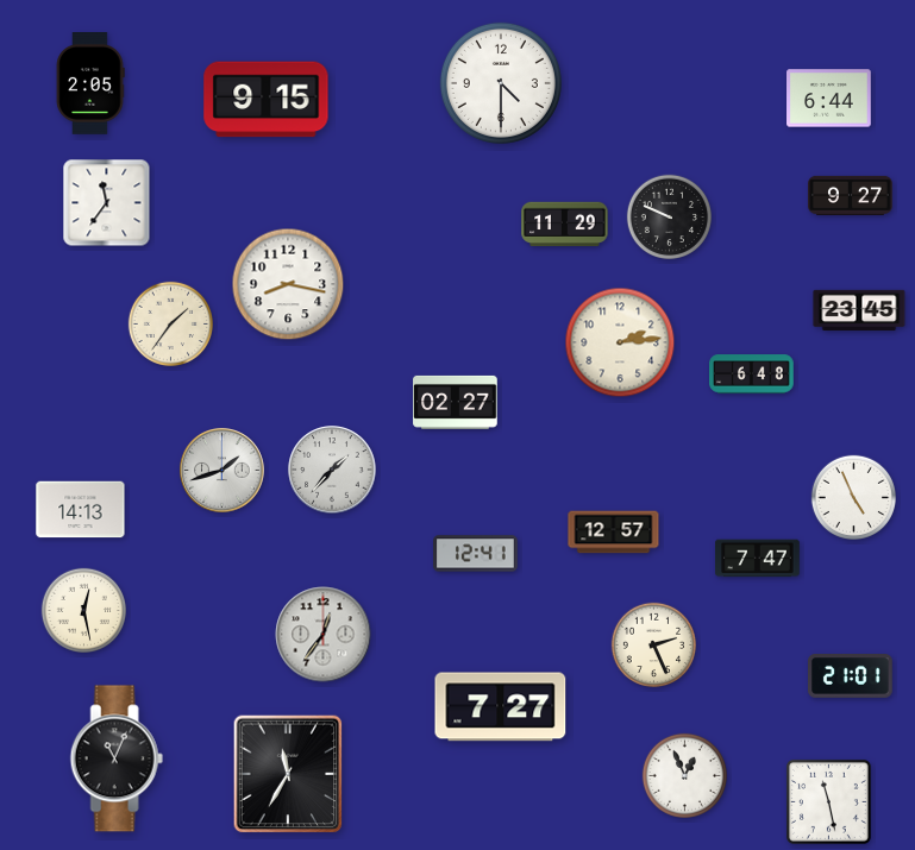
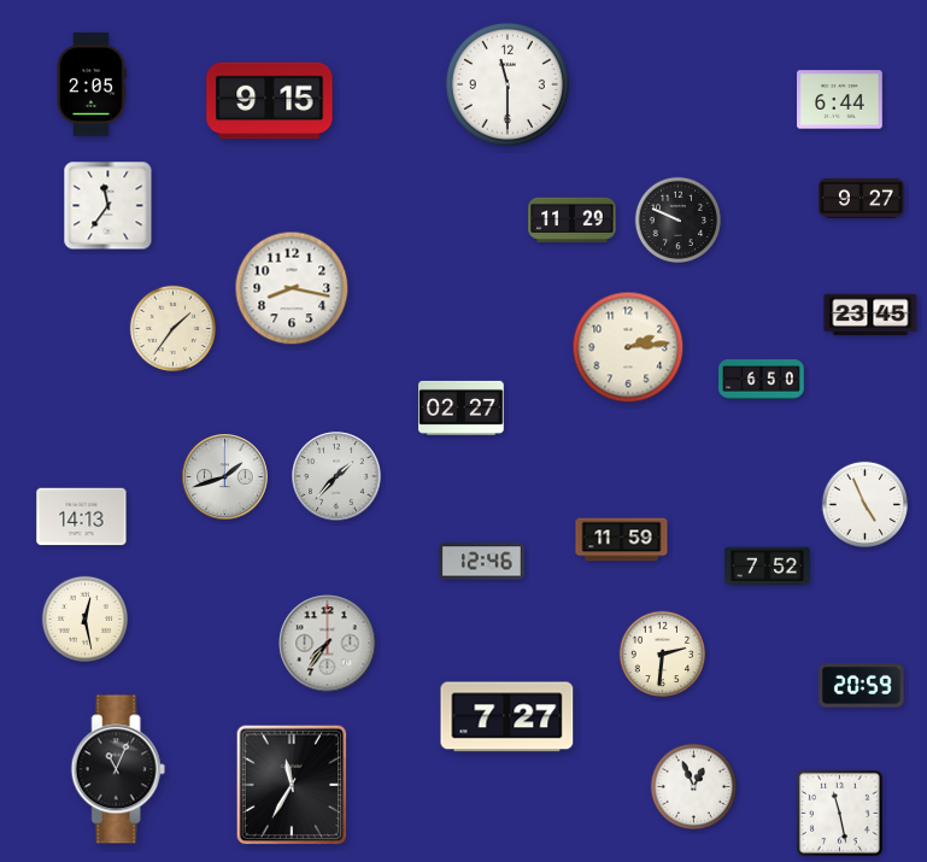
clock at (501, 83): 4:30 -> 11:30
clock at (565, 225) position: (565, 225) -> (573, 221)
clock at (752, 374): 6:48 -> 6:50
clock at (614, 533): 12:57 -> 11:59
clock at (476, 554): 12:41 -> 12:46
clock at (758, 559): 7:47 -> 7:52
clock at (324, 635): 12:36 -> 7:36
clock at (653, 644): 2:26 -> 2:31
clock at (851, 676): 21:01 -> 20:59
